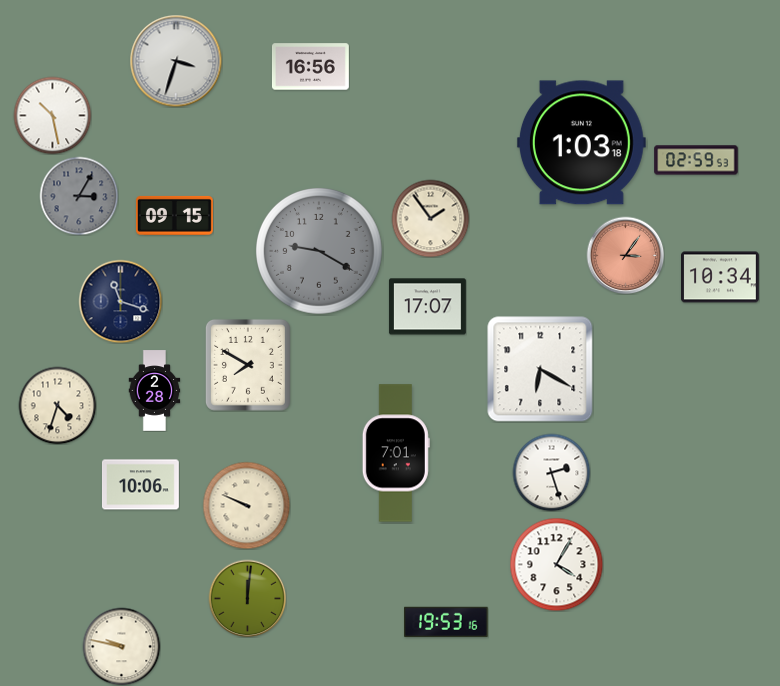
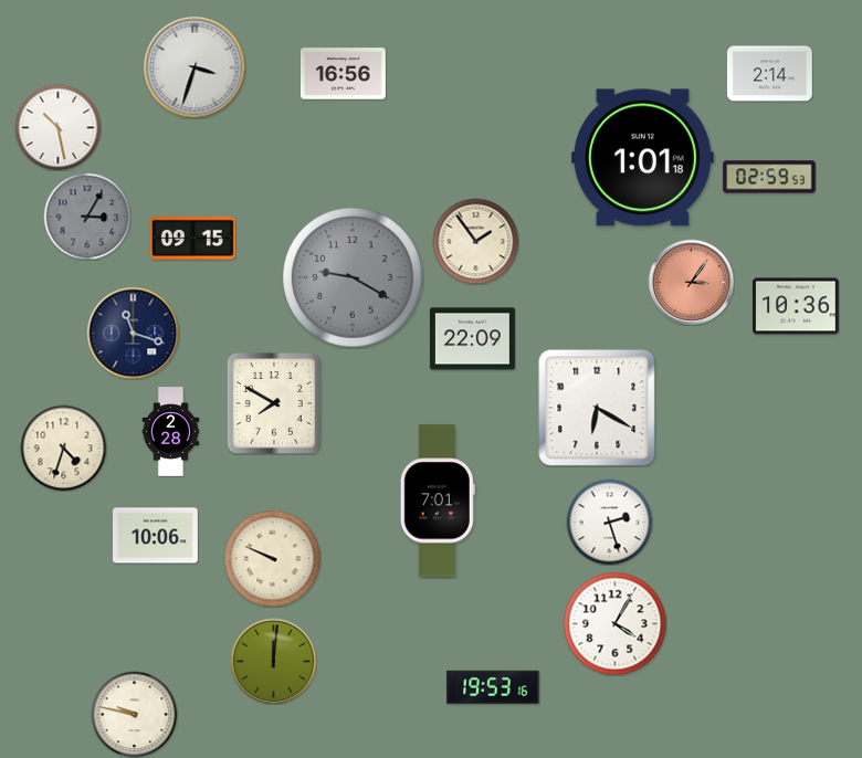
clock at (769, 74): none -> 2:14
clock at (581, 143): 1:03 -> 1:01
clock at (721, 277): 10:34 -> 10:36
clock at (427, 307): 17:07 -> 22:09
